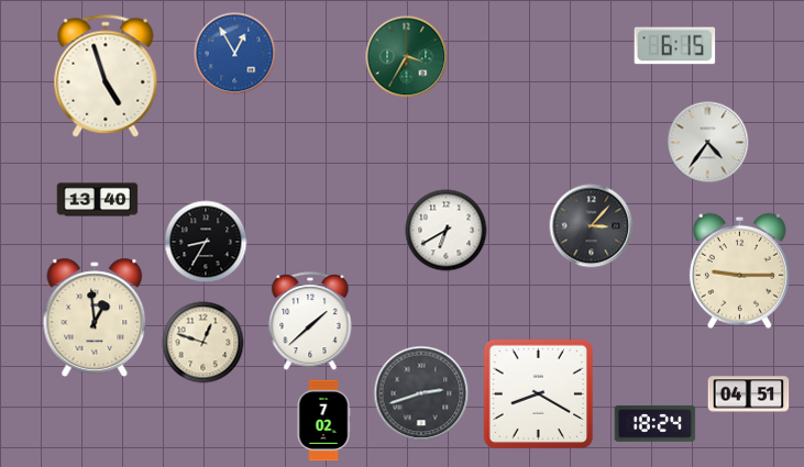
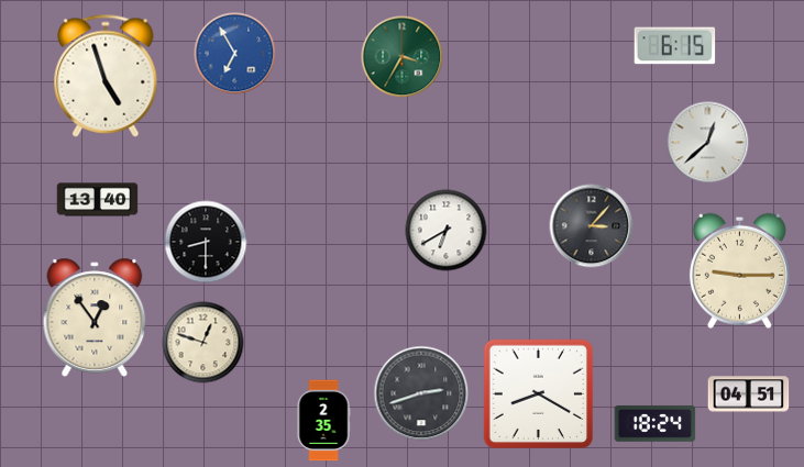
clock at (235, 54): 12:55 -> 6:55
clock at (407, 57) position: (407, 57) -> (403, 57)
clock at (708, 143): 4:36 -> 12:38
clock at (206, 242): 8:35 -> 8:30
clock at (95, 318): 12:59 -> 12:54
clock at (310, 322): 1:38 -> none
clock at (323, 421): 7:02 -> 2:35
